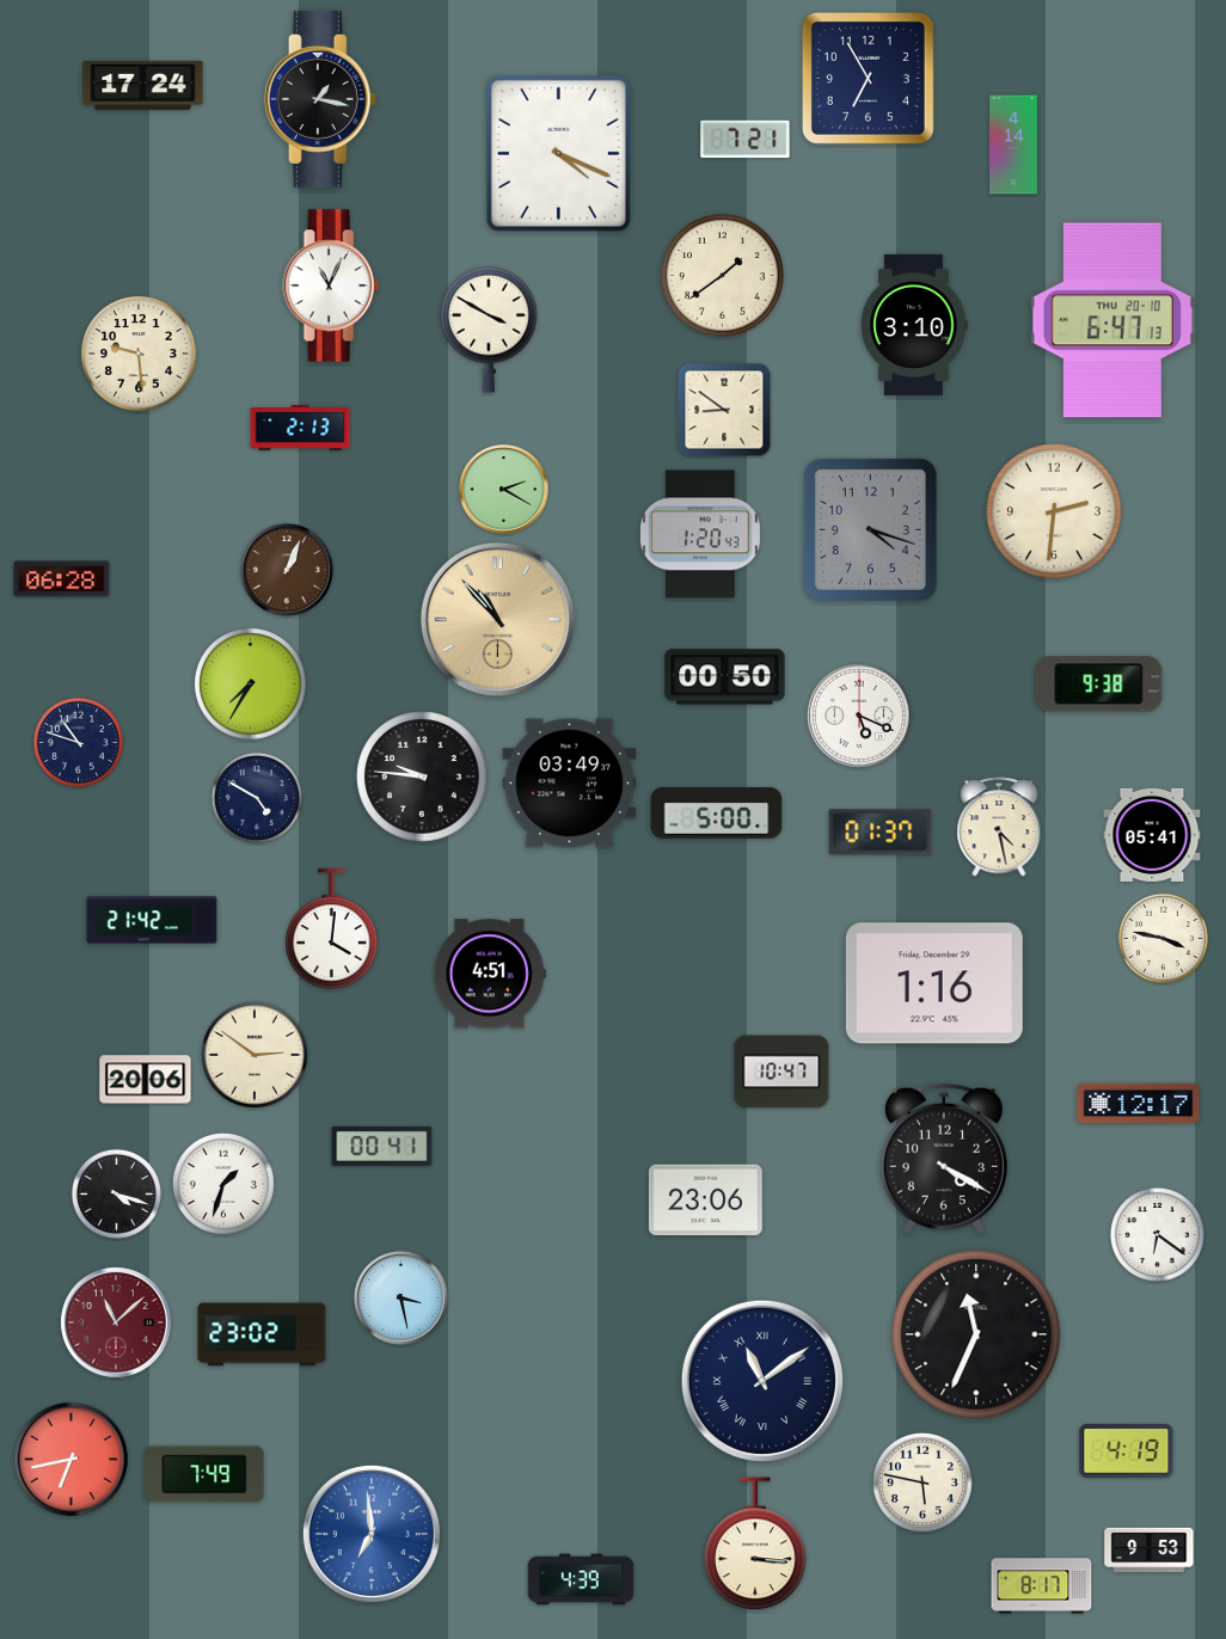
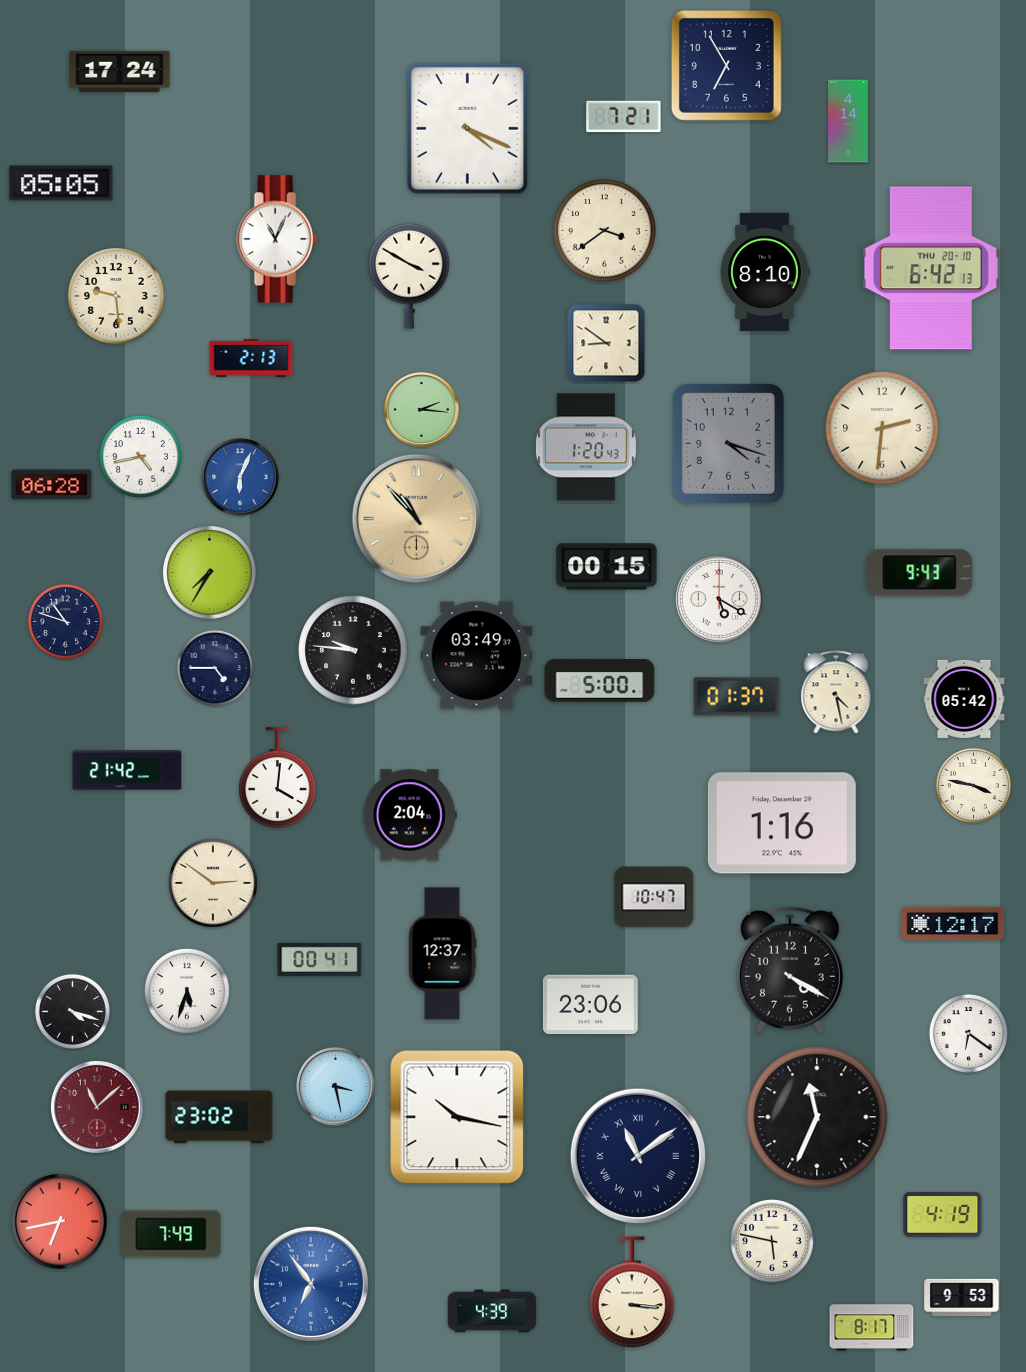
clock at (320, 99): 1:17 -> none
clock at (61, 183): none -> 05:05
clock at (723, 276): 1:39 -> 3:39
clock at (1112, 320): 6:47 -> 6:42
clock at (914, 325): 3:10 -> 8:10
clock at (504, 490): 2:20 -> 2:16
clock at (140, 456): none -> 4:43
clock at (287, 570): 1:04 -> 6:04
clock at (287, 570) dial: brown -> blue
clock at (725, 677): 00:50 -> 00:15
clock at (1099, 685): 9:38 -> 9:43
clock at (860, 717): 5:19 -> 5:20
clock at (257, 798): 4:50 -> 4:45
clock at (1152, 835): 05:41 -> 05:42
clock at (490, 974): 4:51 -> 2:04
clock at (146, 1080): 20:06 -> none
clock at (442, 954): none -> 12:37
clock at (223, 1184): 1:33 -> 5:33
clock at (116, 1193) position: (116, 1193) -> (72, 1011)
clock at (457, 1117): none -> 10:17
clock at (372, 1534): 6:59 -> 6:54
clock at (581, 1579) position: (581, 1579) -> (492, 1311)
